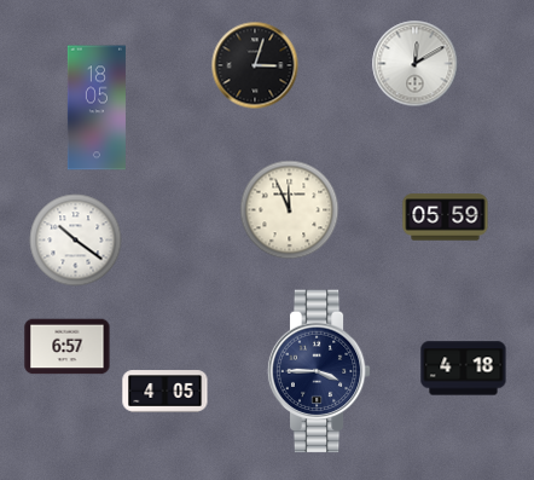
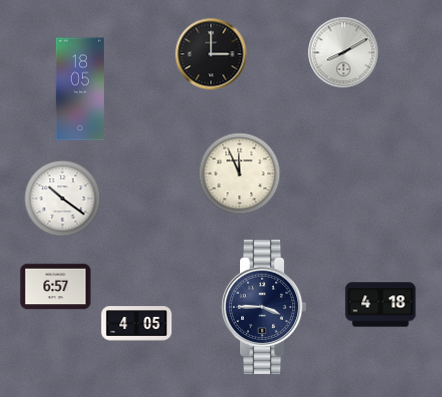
clock at (416, 64): 12:10 -> 8:10
clock at (255, 65): 3:03 -> 3:00
clock at (446, 218): 05:59 -> none
clock at (464, 369) position: (464, 369) -> (381, 305)
